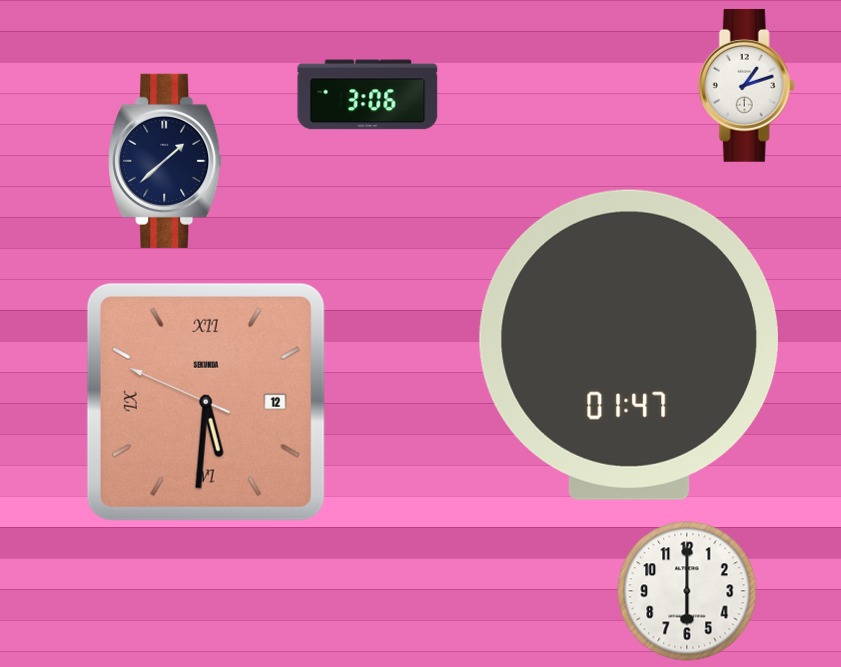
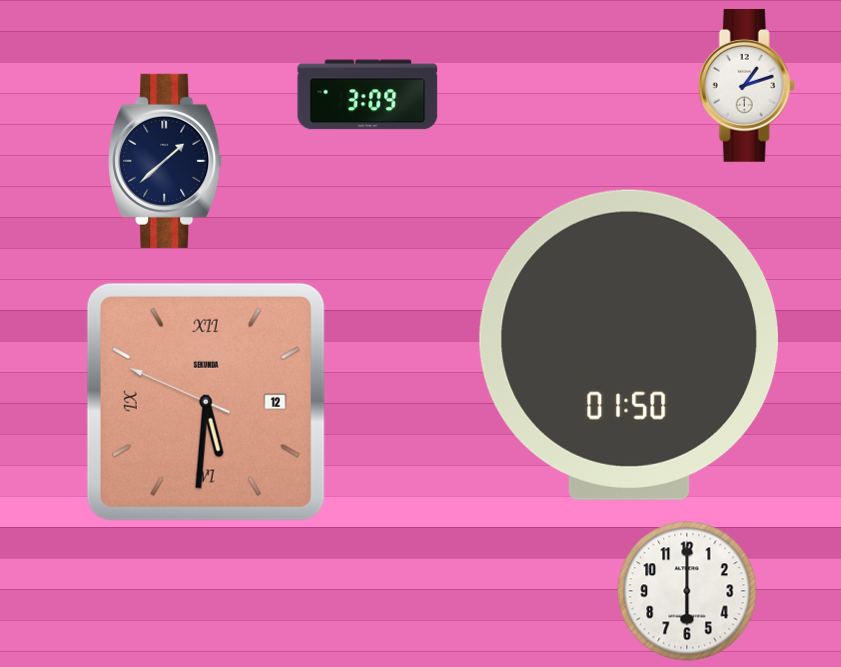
clock at (368, 95): 3:06 -> 3:09
clock at (629, 345): 01:47 -> 01:50
